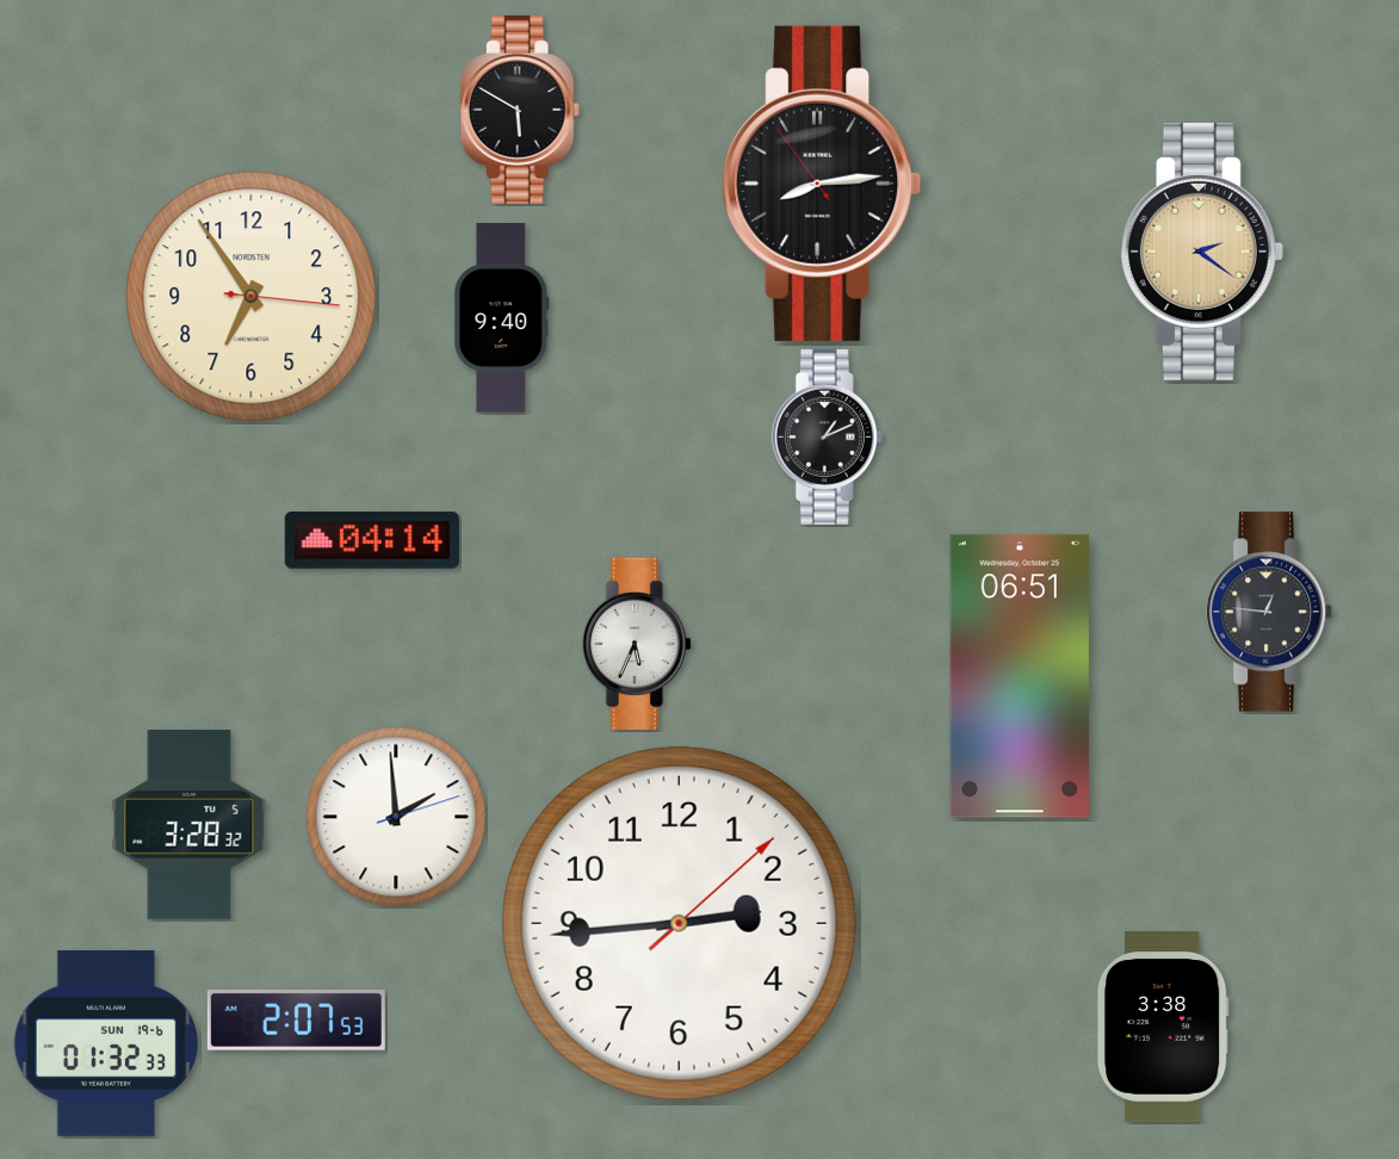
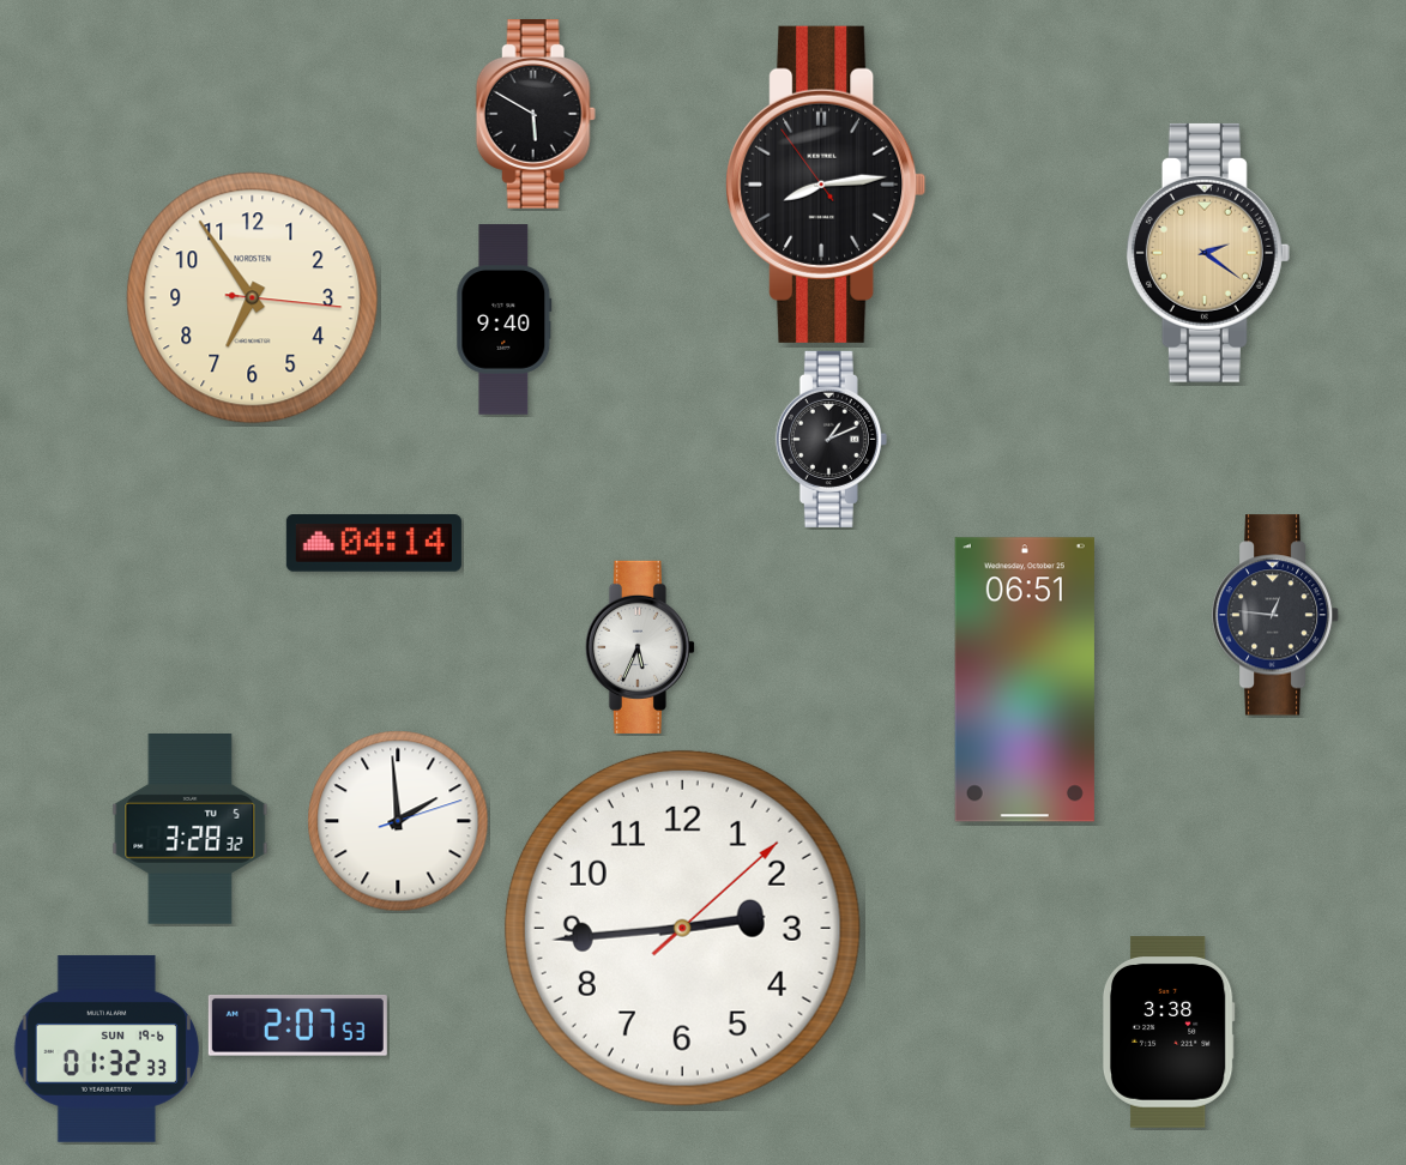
clock at (520, 111) position: (520, 111) -> (536, 115)
